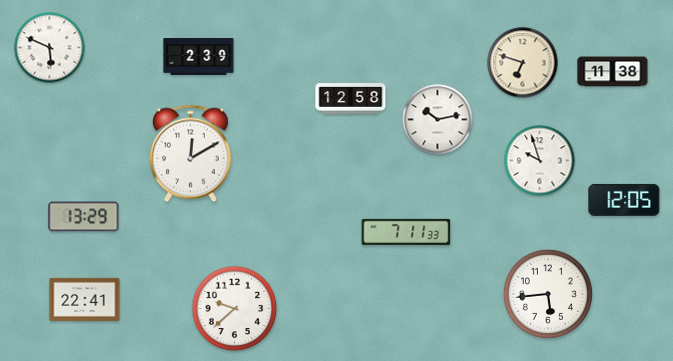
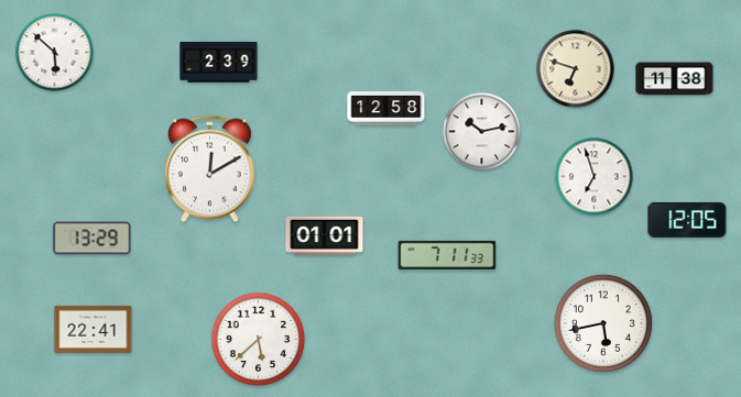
clock at (50, 48): 5:49 -> 5:52
clock at (540, 161): 9:57 -> 6:57
clock at (325, 235): none -> 01:01
clock at (548, 294): 5:44 -> 5:43
clock at (235, 309): 9:38 -> 5:38
